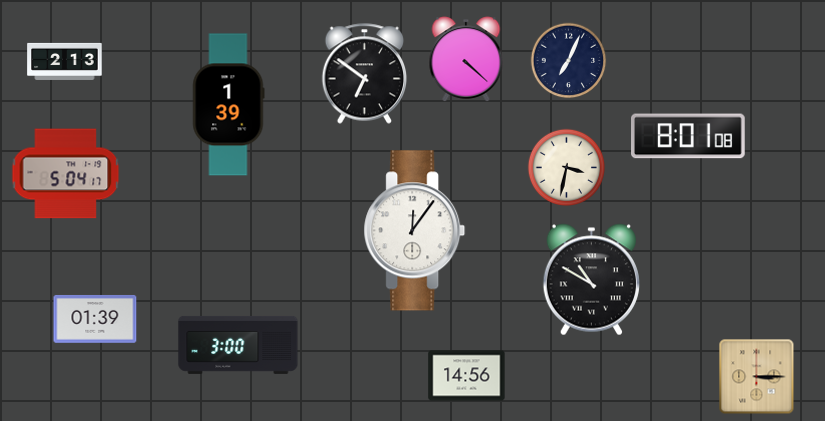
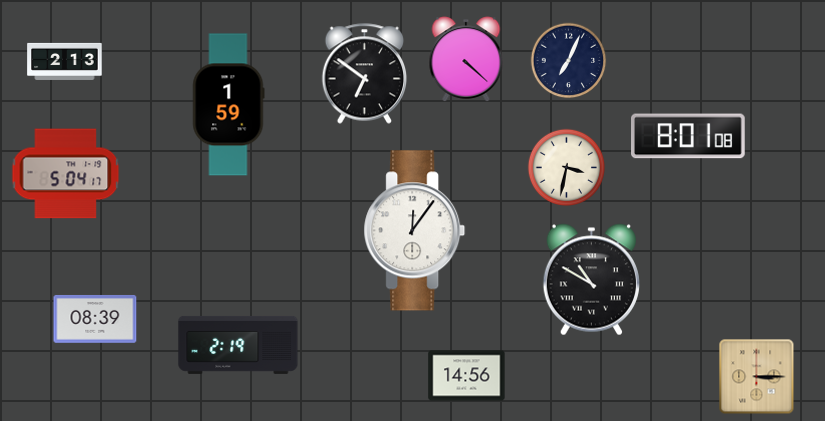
clock at (229, 105): 1:39 -> 1:59
clock at (95, 319): 01:39 -> 08:39
clock at (238, 345): 3:00 -> 2:19
